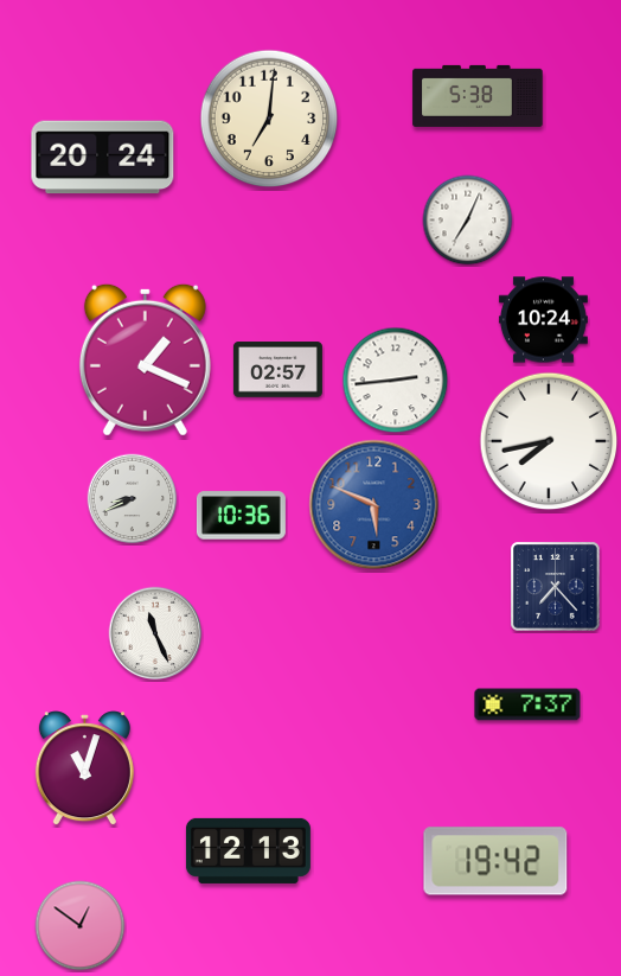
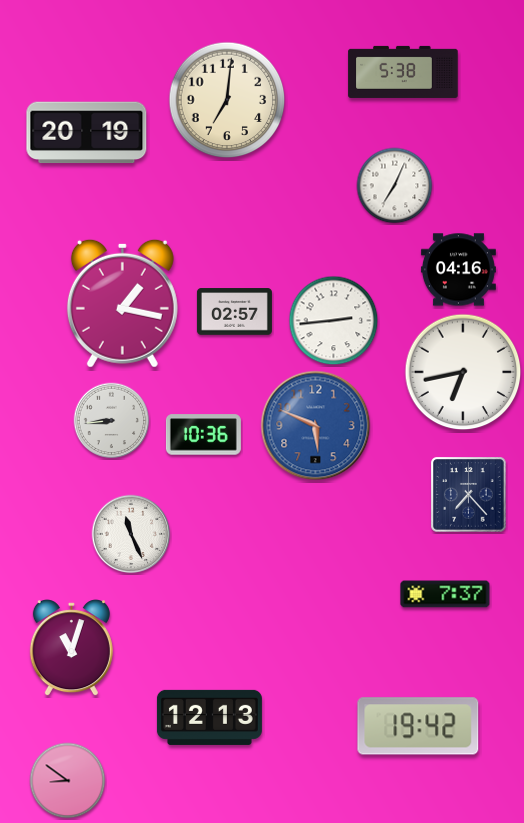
clock at (478, 96) position: (478, 96) -> (403, 72)
clock at (103, 158): 20:24 -> 20:19
clock at (543, 320): 10:24 -> 04:16
clock at (145, 359): 1:19 -> 1:17
clock at (549, 441): 7:43 -> 6:43
clock at (133, 499): 8:41 -> 8:44
clock at (81, 926): 12:51 -> 8:51
